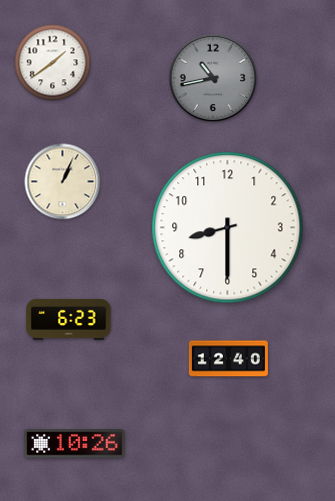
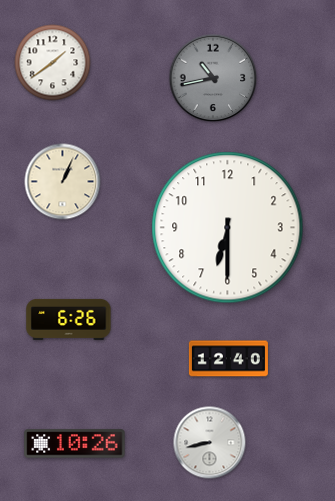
clock at (228, 228): 8:30 -> 6:30
clock at (69, 319): 6:23 -> 6:26
clock at (210, 443): none -> 8:43
